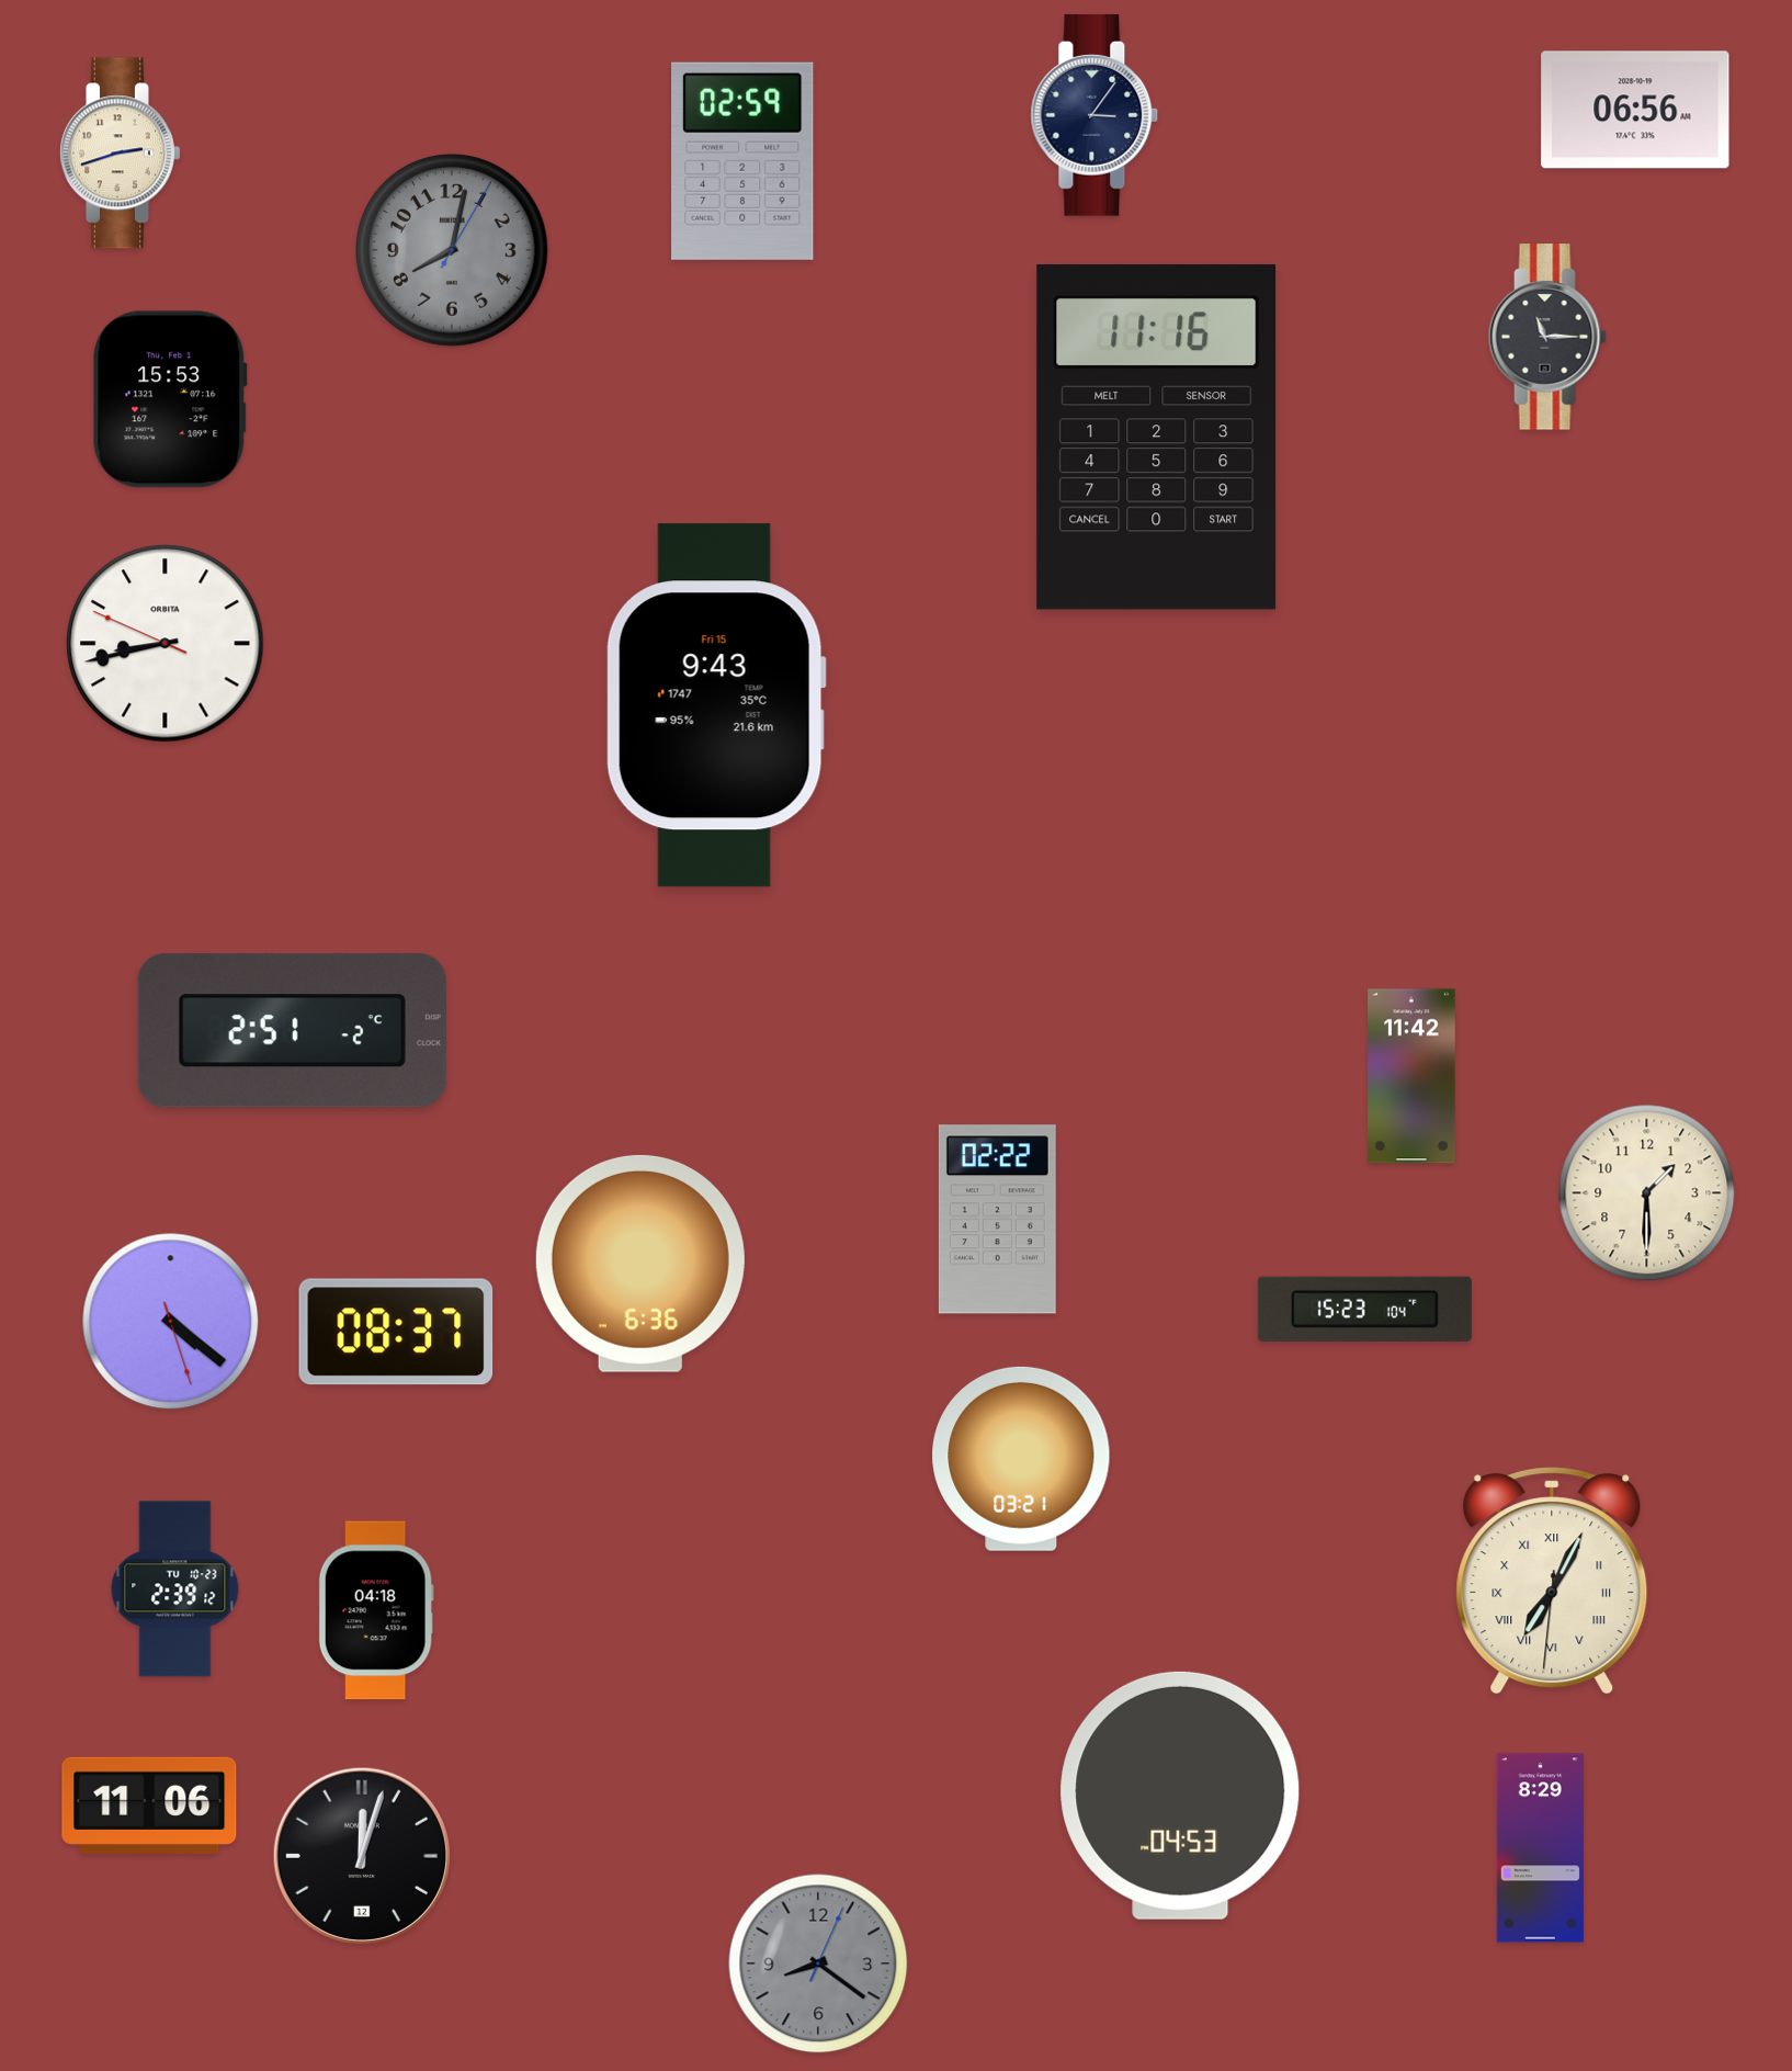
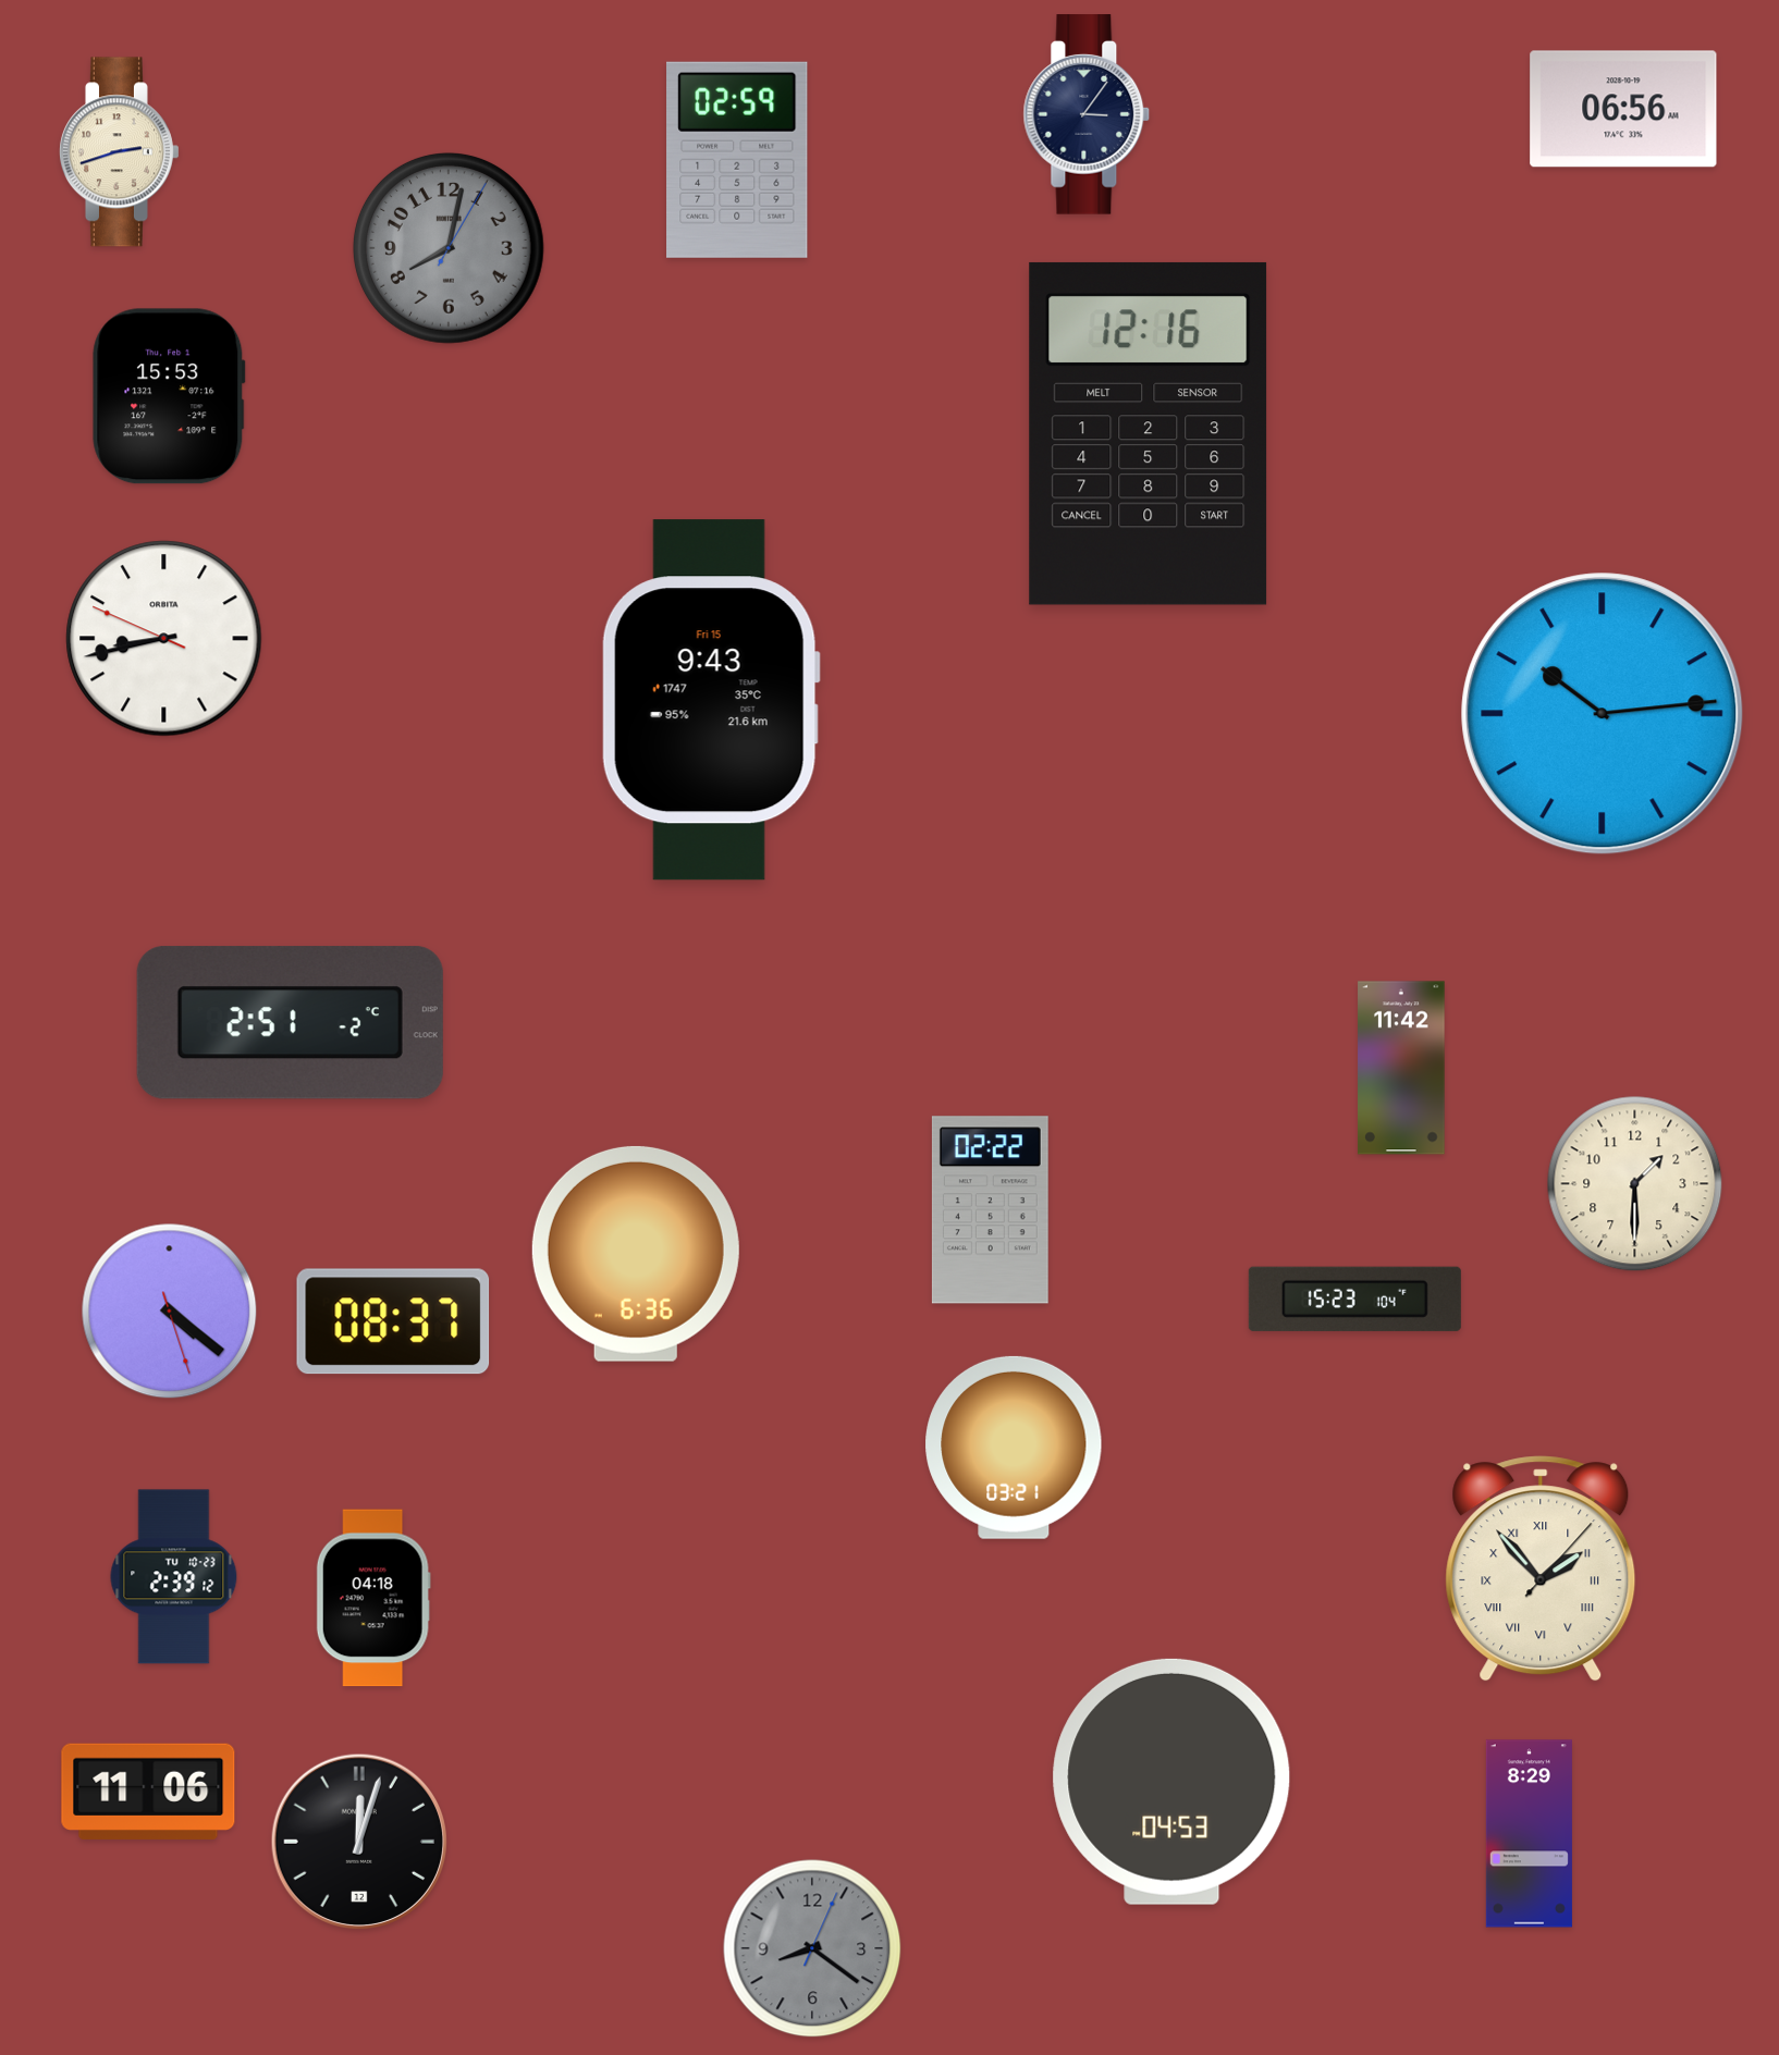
clock at (1547, 337): 11:15 -> none
clock at (1157, 437): 11:16 -> 12:16
clock at (1603, 714): none -> 10:14
clock at (1552, 1581): 7:04 -> 1:53
